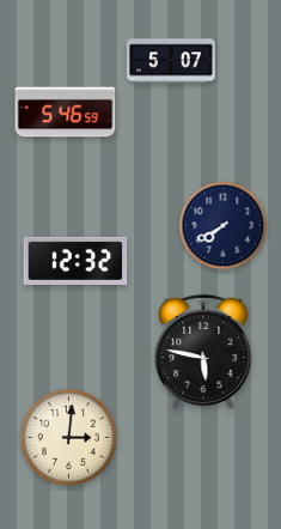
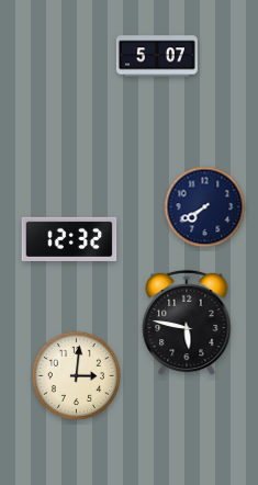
clock at (66, 113): 5:46 -> none
clock at (68, 437) position: (68, 437) -> (76, 375)
